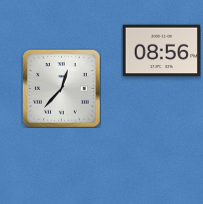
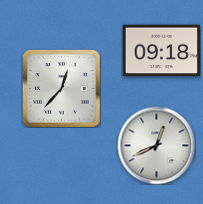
clock at (161, 51): 08:56 -> 09:18
clock at (156, 145): none -> 12:41
